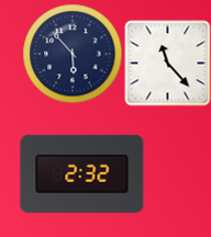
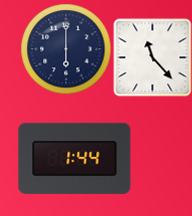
clock at (73, 54): 5:53 -> 6:00
clock at (82, 173): 2:32 -> 1:44
